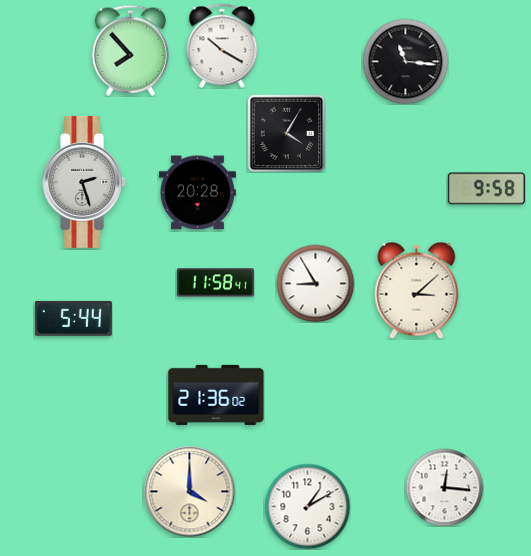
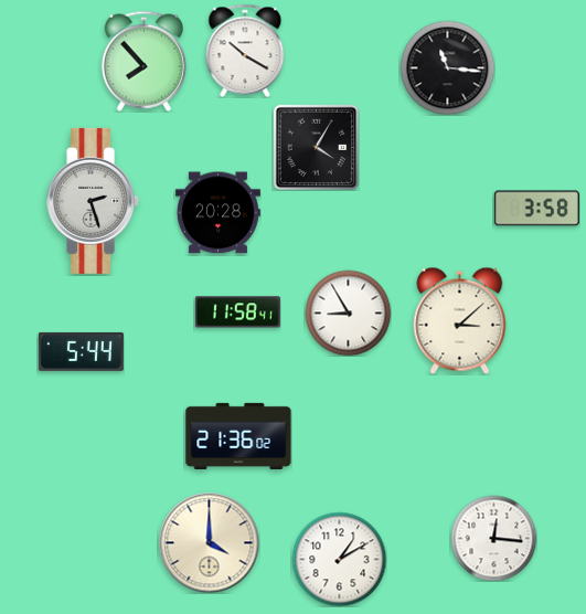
clock at (130, 50) position: (130, 50) -> (143, 61)
clock at (486, 189): 9:58 -> 3:58
clock at (444, 487) position: (444, 487) -> (493, 538)
